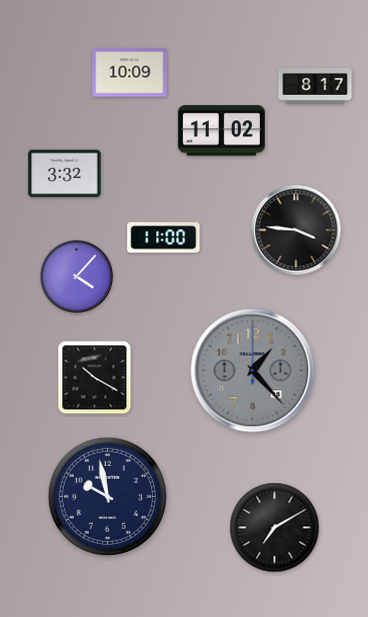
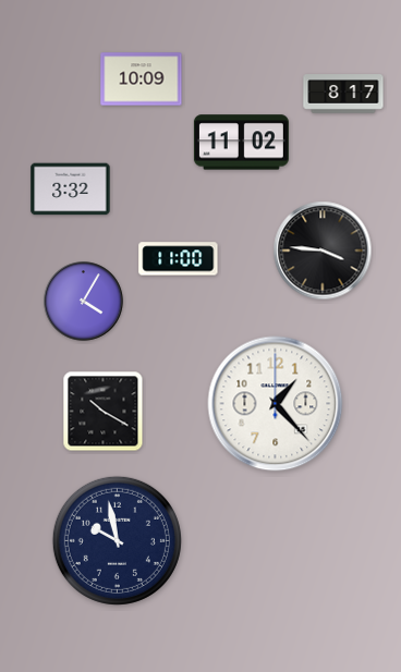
clock at (77, 277): 4:07 -> 4:05
clock at (253, 371) dial: grey -> white
clock at (275, 528): 7:10 -> none
